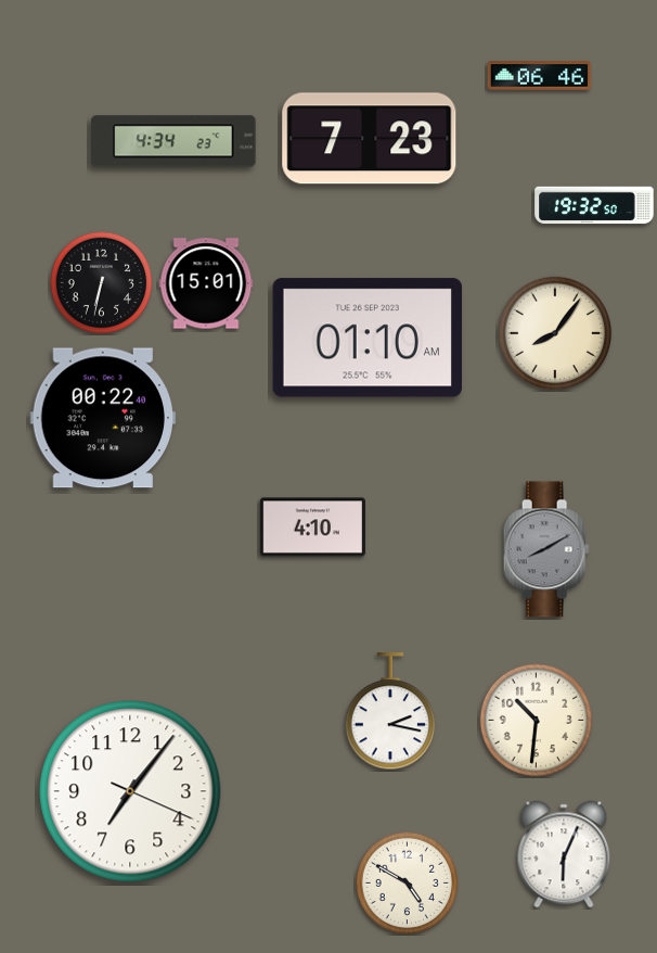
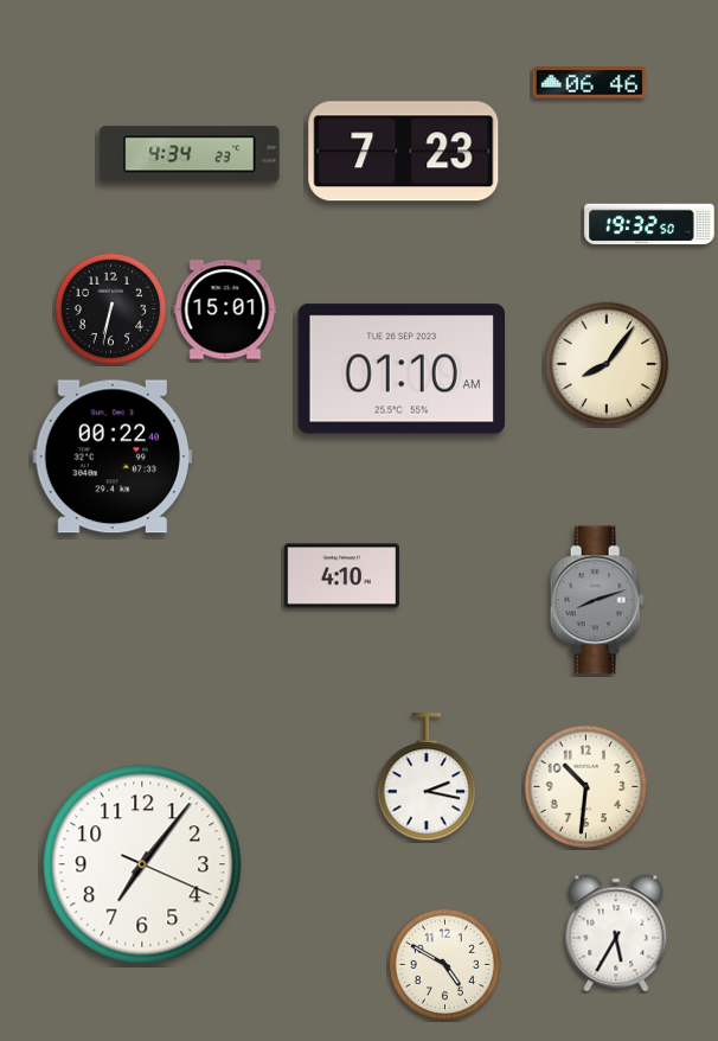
clock at (546, 549): 8:10 -> 8:12
clock at (564, 854): 6:04 -> 5:35
